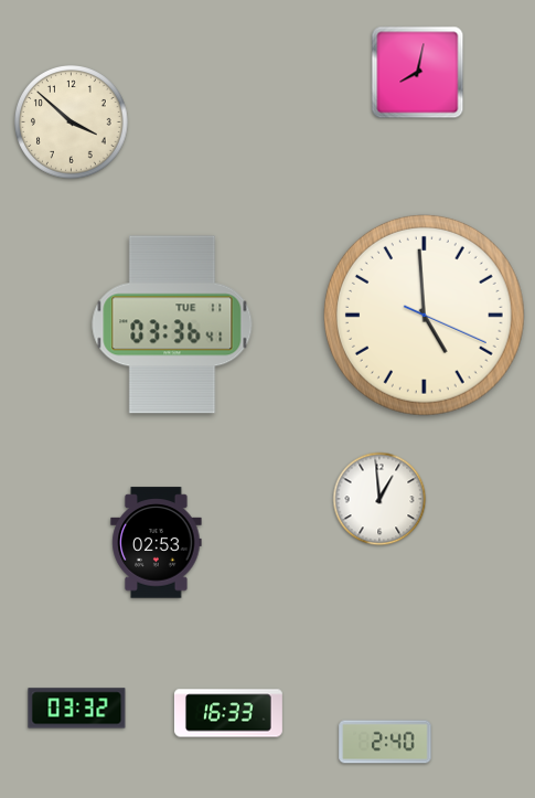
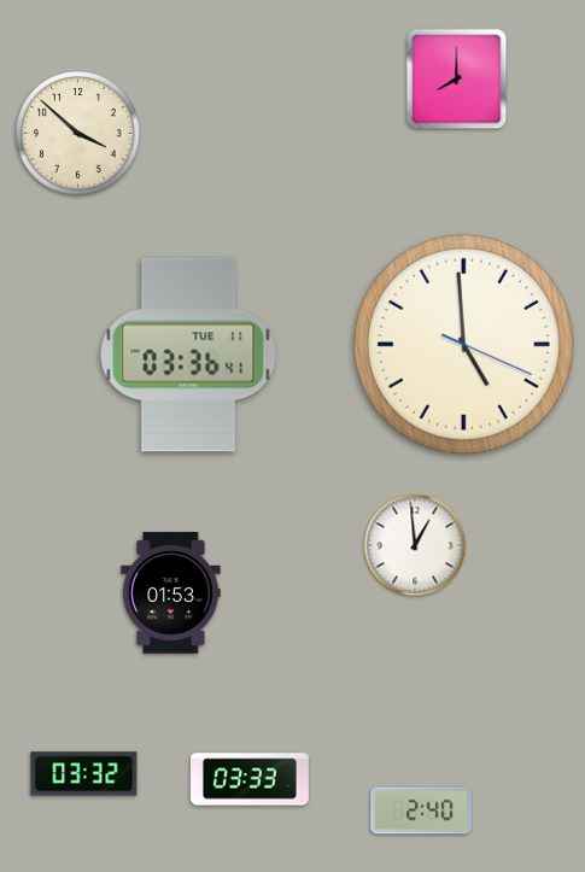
clock at (418, 73): 8:02 -> 8:00
clock at (157, 543): 02:53 -> 01:53
clock at (228, 713): 16:33 -> 03:33
